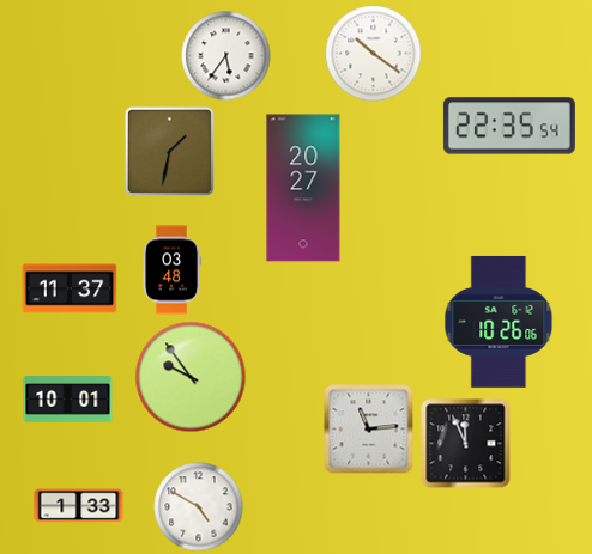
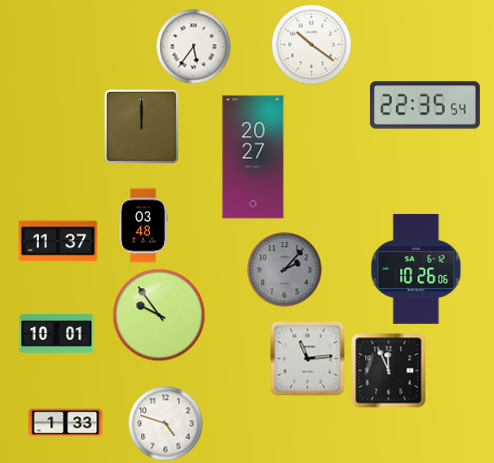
clock at (226, 56) position: (226, 56) -> (194, 47)
clock at (169, 151): 1:32 -> 12:00
clock at (285, 270): none -> 2:07
clock at (199, 507): 4:50 -> 4:48
